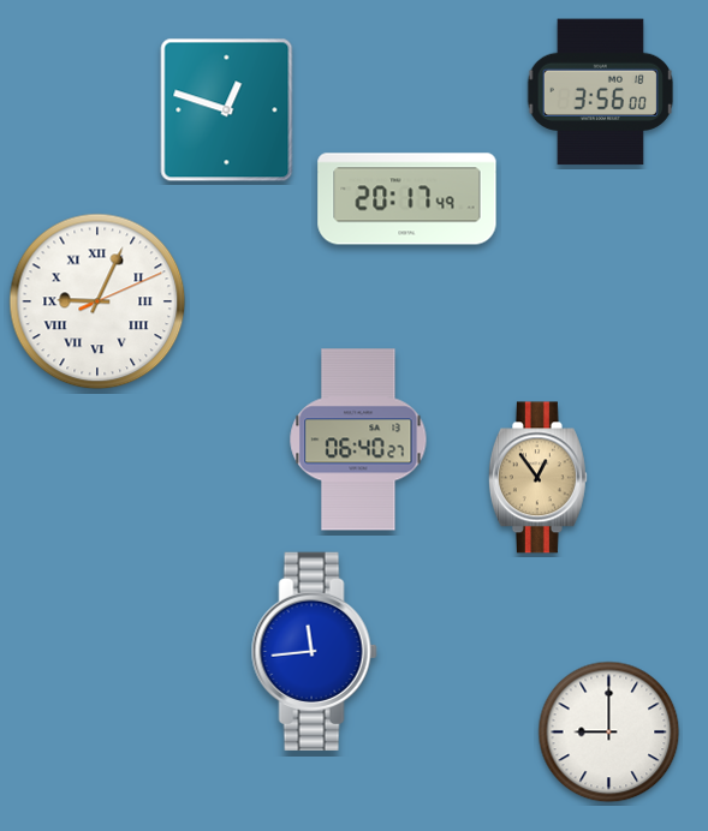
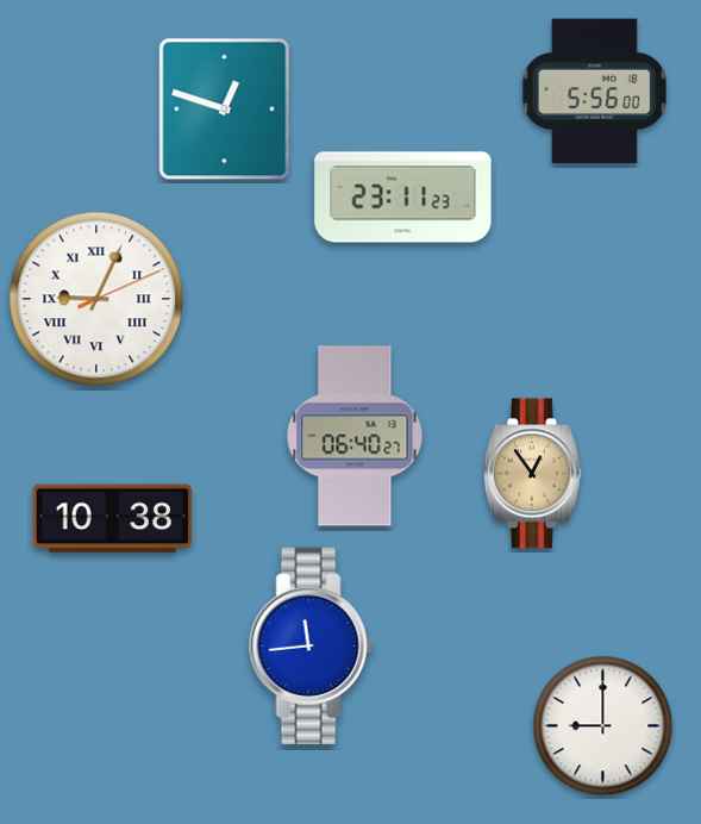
clock at (600, 92): 3:56 -> 5:56
clock at (407, 199): 20:17 -> 23:11
clock at (113, 519): none -> 10:38
